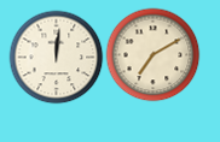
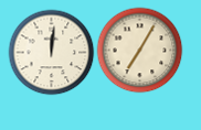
clock at (152, 54): 7:10 -> 7:05
